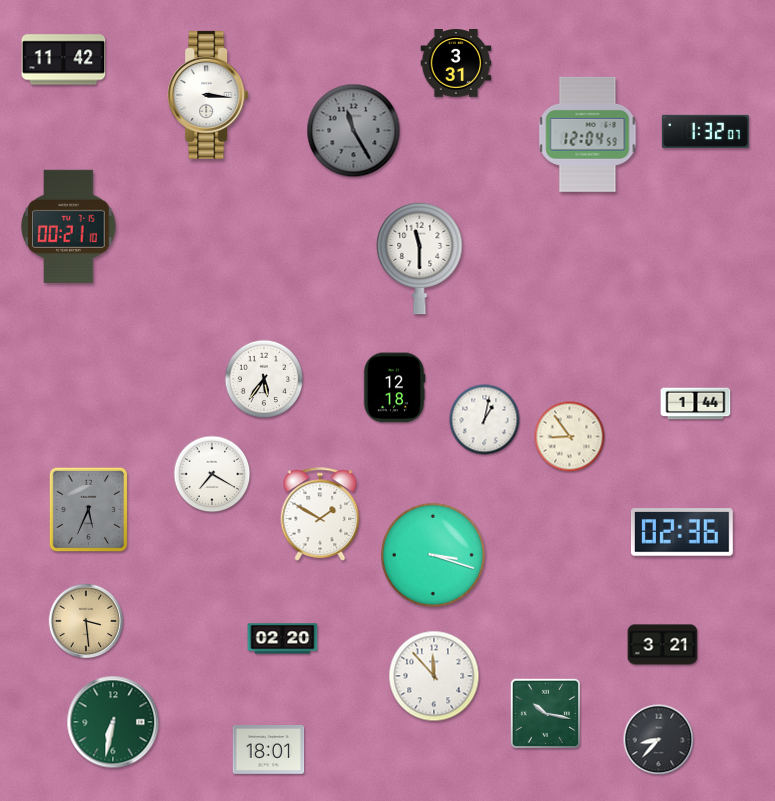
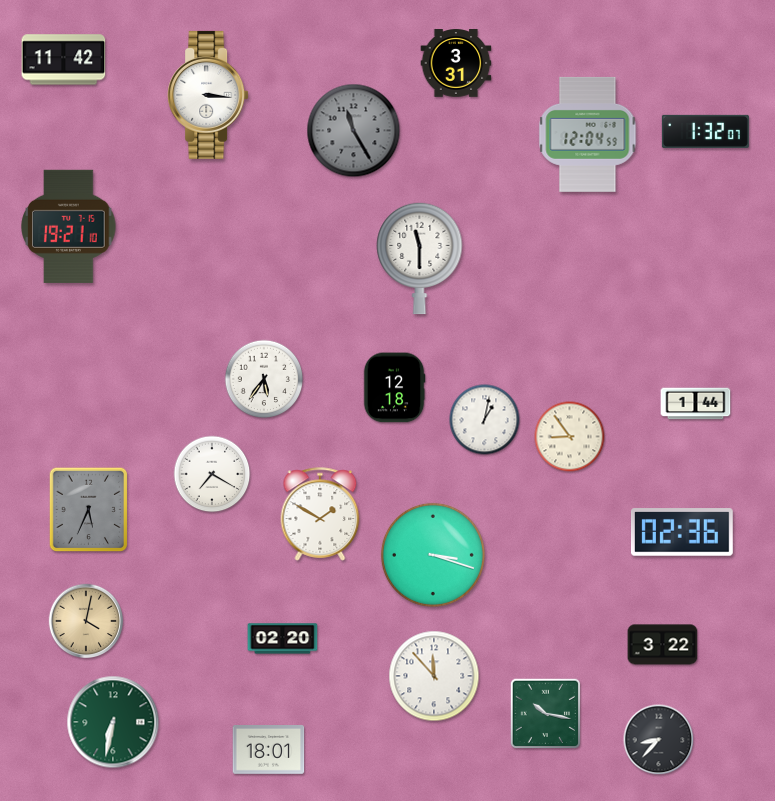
clock at (69, 226): 00:21 -> 19:21
clock at (86, 621): 3:29 -> 4:02
clock at (663, 645): 3:21 -> 3:22
